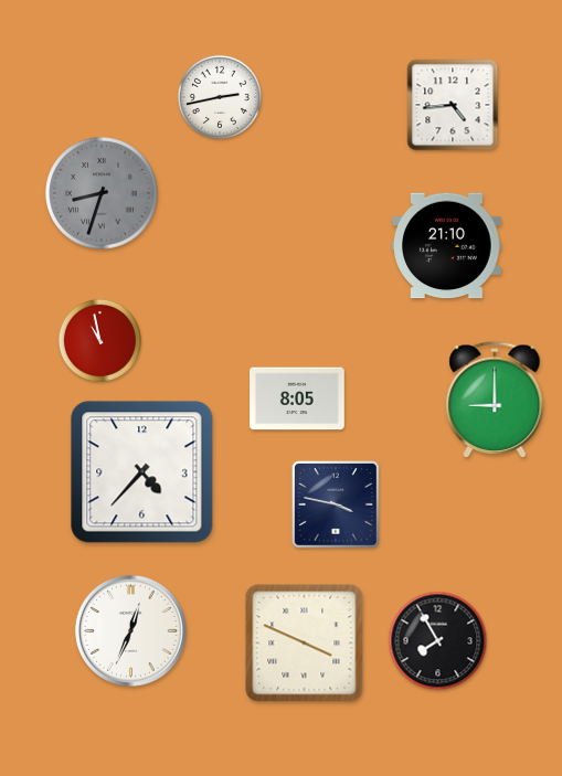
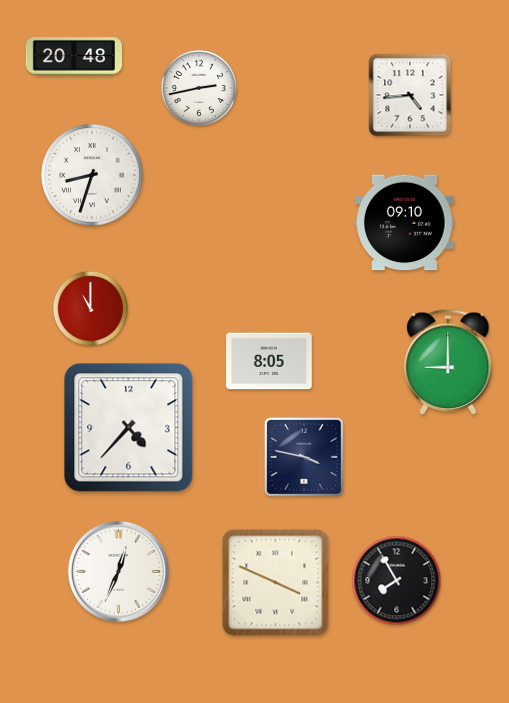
clock at (73, 57): none -> 20:48
clock at (102, 193) dial: grey -> white
clock at (447, 246): 21:10 -> 09:10
clock at (99, 340): 10:58 -> 11:00
